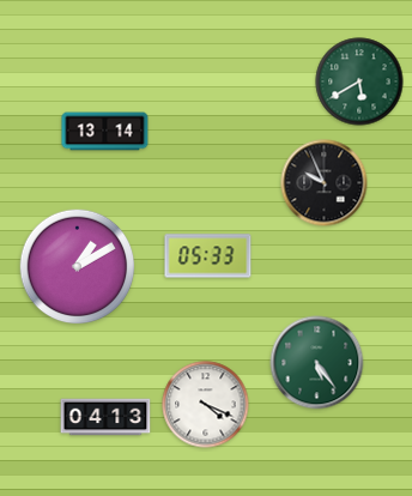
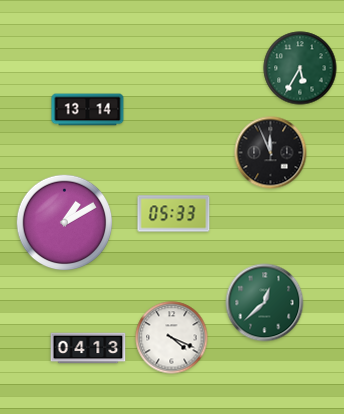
clock at (359, 81): 5:40 -> 5:35
clock at (325, 183): 9:56 -> 11:56
clock at (317, 363): 5:24 -> 12:38
